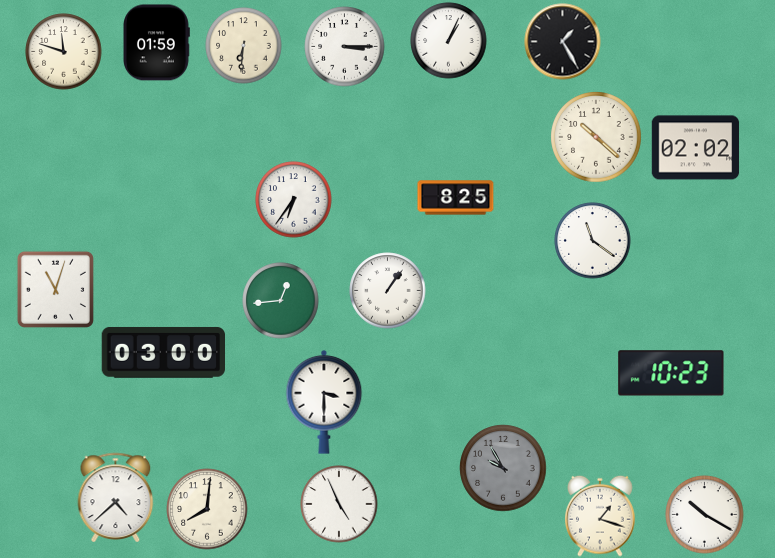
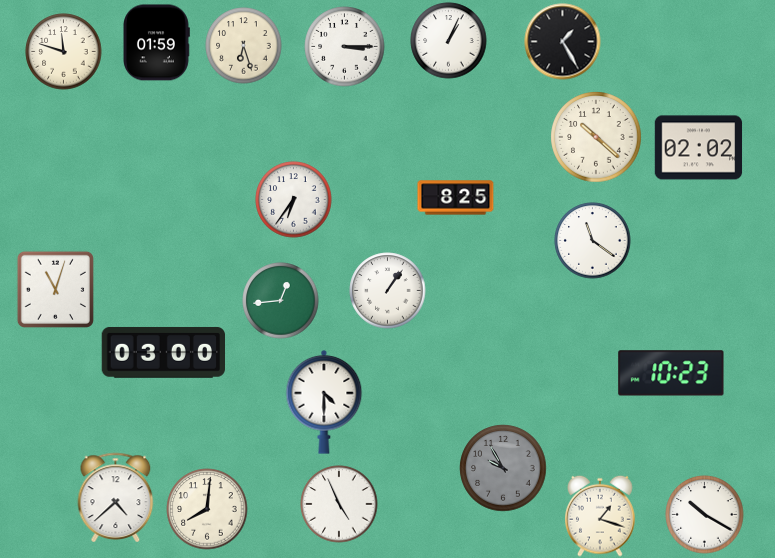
clock at (244, 46): 6:31 -> 6:27
clock at (696, 148) position: (696, 148) -> (699, 148)
clock at (324, 402): 3:30 -> 4:30
